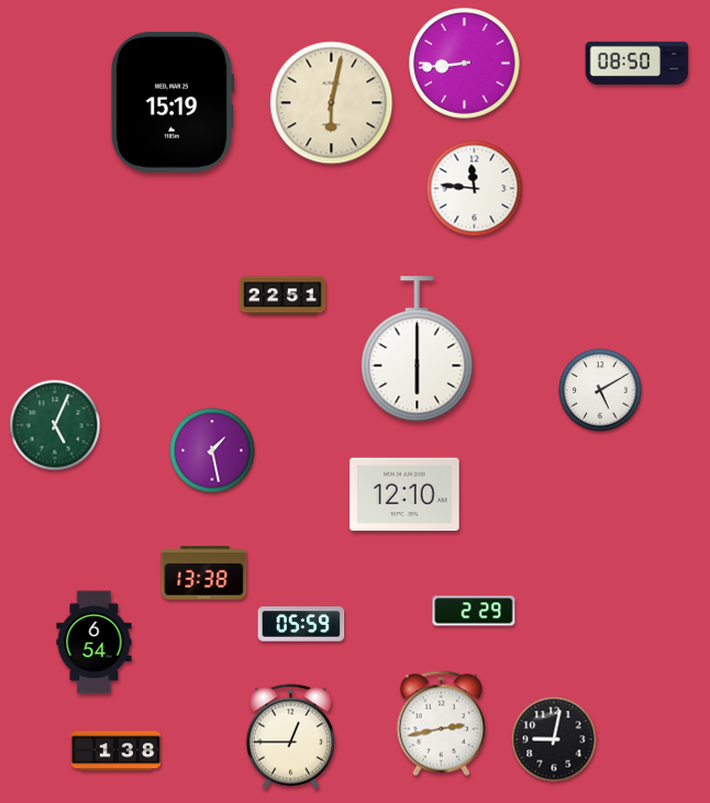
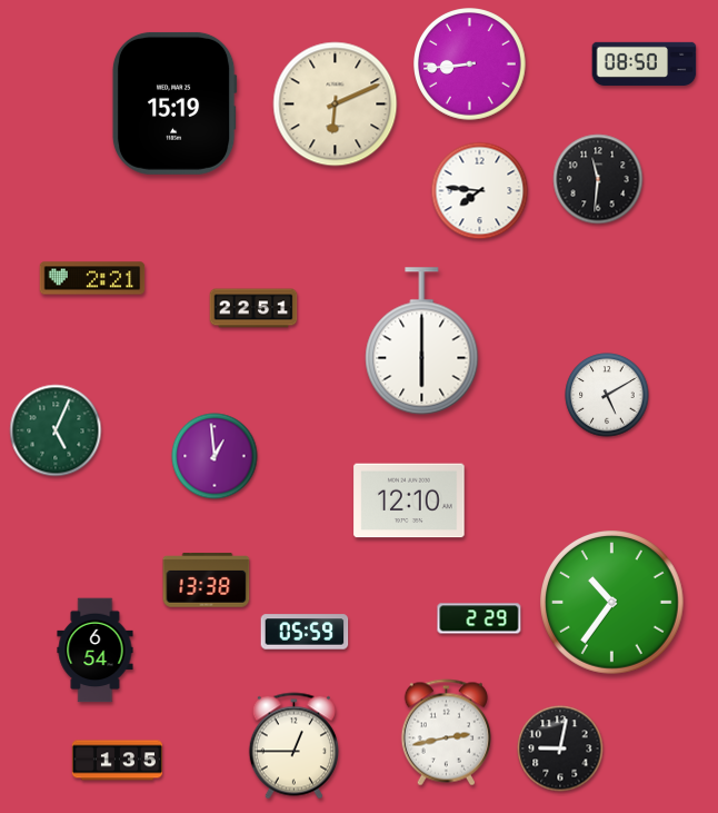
clock at (332, 103): 6:02 -> 6:11
clock at (598, 179): none -> 11:31
clock at (475, 189): 11:46 -> 7:46
clock at (92, 278): none -> 2:21
clock at (282, 295) position: (282, 295) -> (253, 308)
clock at (418, 349) position: (418, 349) -> (422, 341)
clock at (212, 450): 1:28 -> 12:59
clock at (612, 603): none -> 10:36
clock at (115, 751): 1:38 -> 1:35
